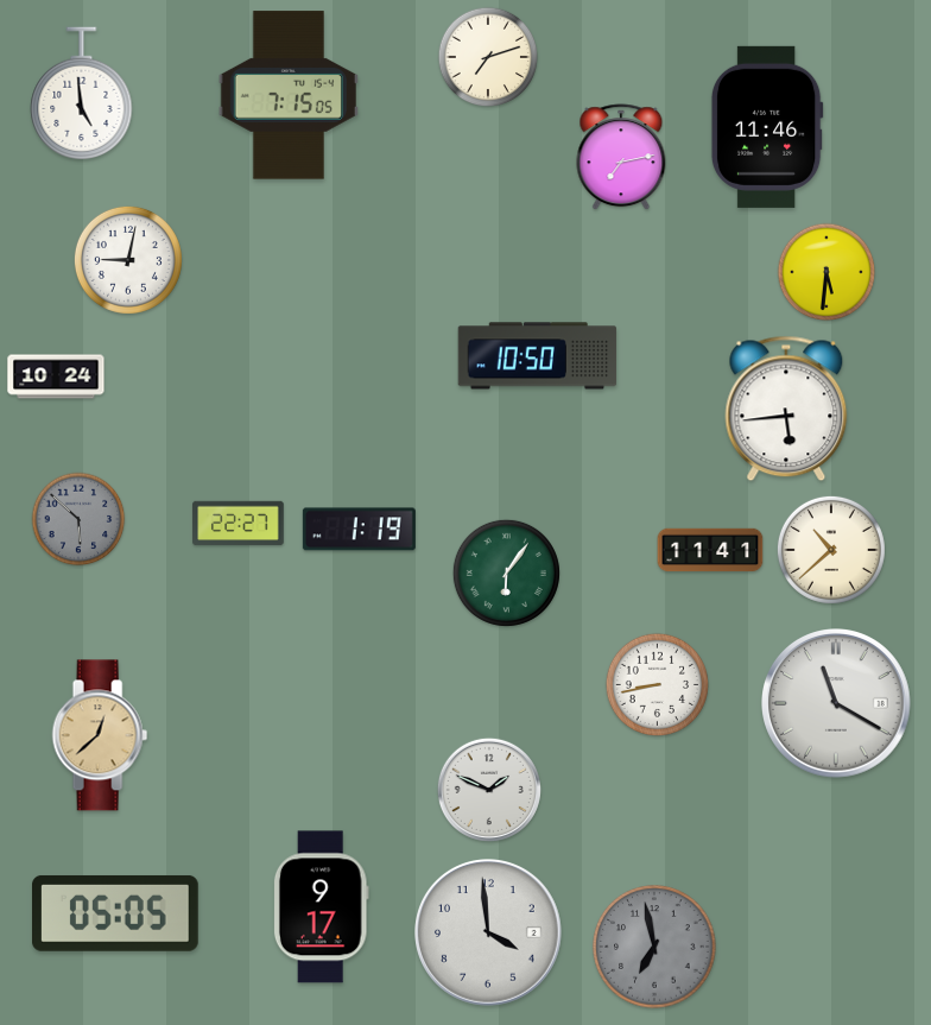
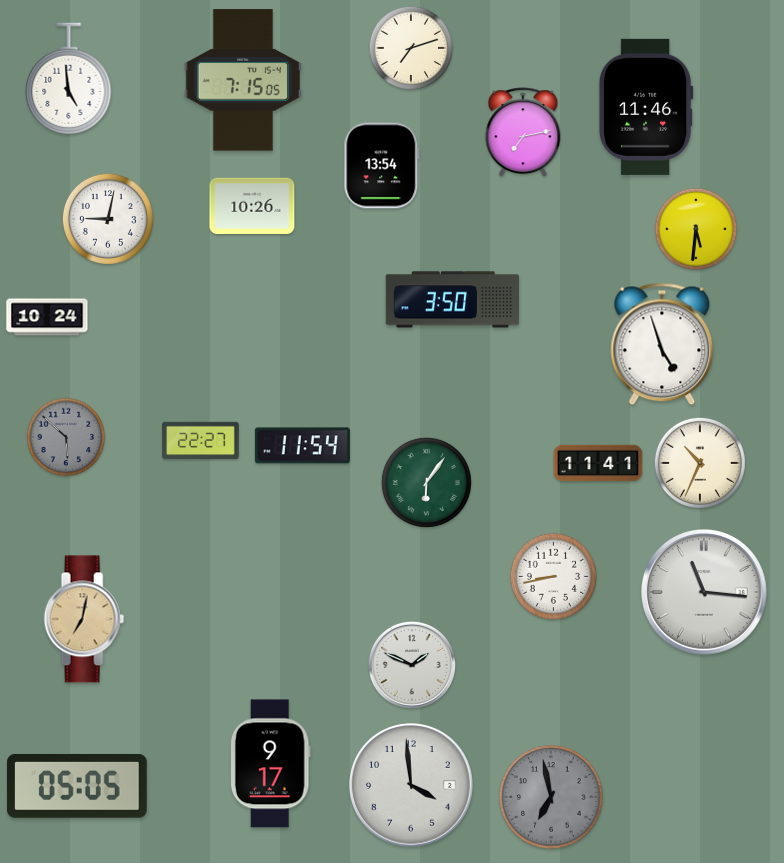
clock at (382, 166): none -> 13:54
clock at (252, 205): none -> 10:26
clock at (538, 356): 10:50 -> 3:50
clock at (786, 409): 5:44 -> 4:57
clock at (359, 530): 1:19 -> 11:54
clock at (831, 550): 10:38 -> 10:34
clock at (837, 704): 11:20 -> 11:16
clock at (100, 735): 12:38 -> 7:02
clock at (116, 913) position: (116, 913) -> (78, 786)
